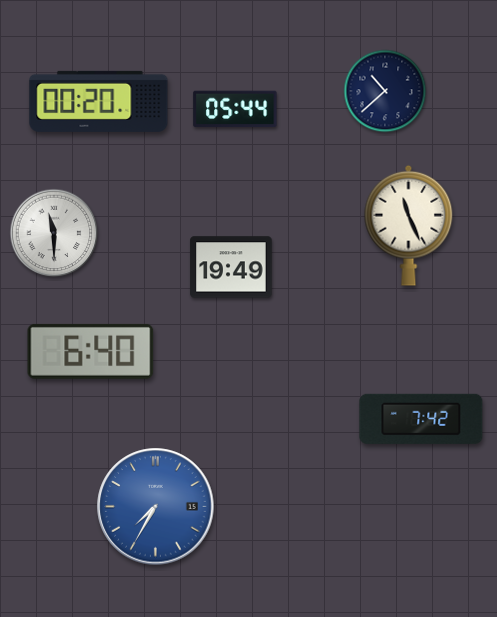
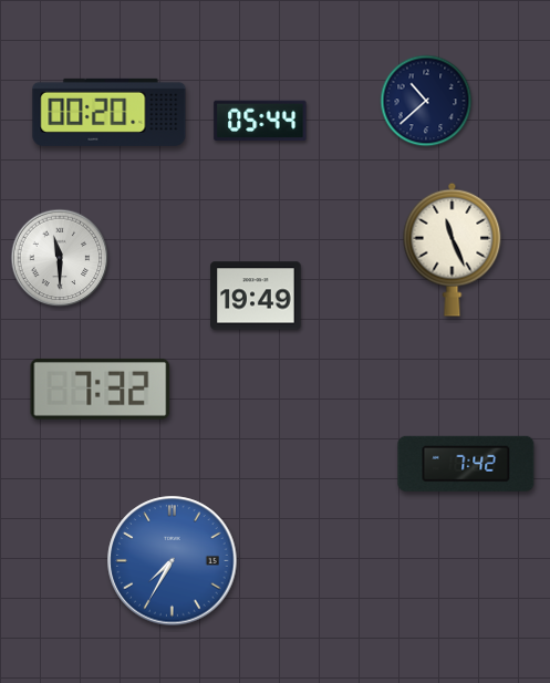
clock at (91, 351): 6:40 -> 7:32
